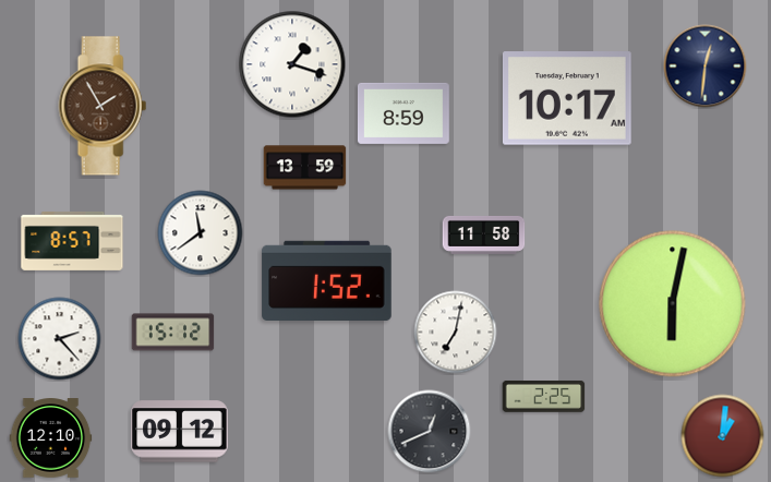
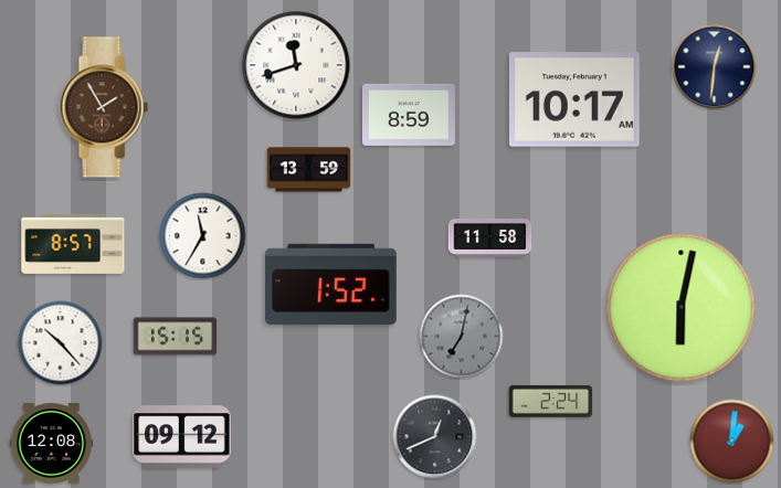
clock at (292, 64): 1:18 -> 11:42
clock at (201, 233): 11:39 -> 11:35
clock at (173, 333): 15:12 -> 15:15
clock at (456, 333) dial: white -> grey
clock at (60, 339): 2:23 -> 10:23
clock at (544, 397): 2:25 -> 2:24
clock at (51, 438): 12:10 -> 12:08
